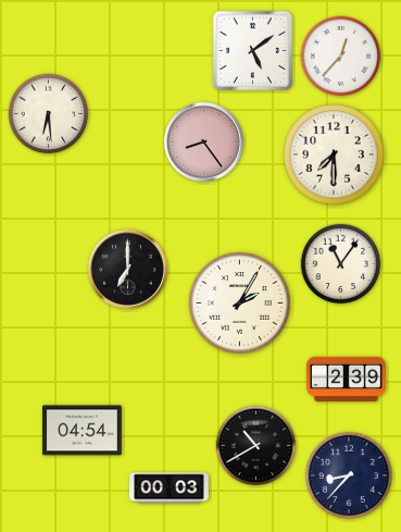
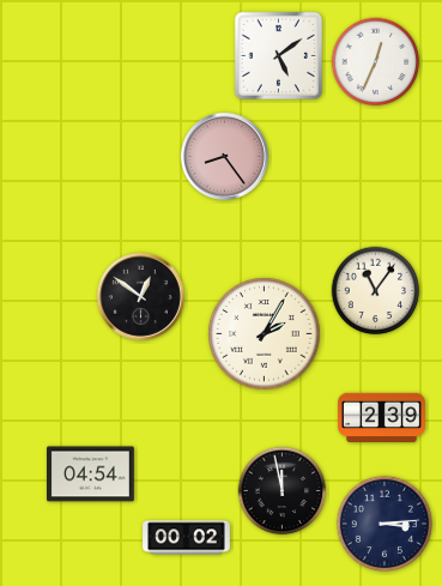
clock at (341, 57): 12:37 -> 12:34
clock at (49, 114): 6:29 -> none
clock at (334, 154): 7:30 -> none
clock at (127, 269): 7:00 -> 12:51
clock at (256, 446): 10:40 -> 11:58
clock at (349, 475): 8:37 -> 3:14
clock at (170, 488): 00:03 -> 00:02
